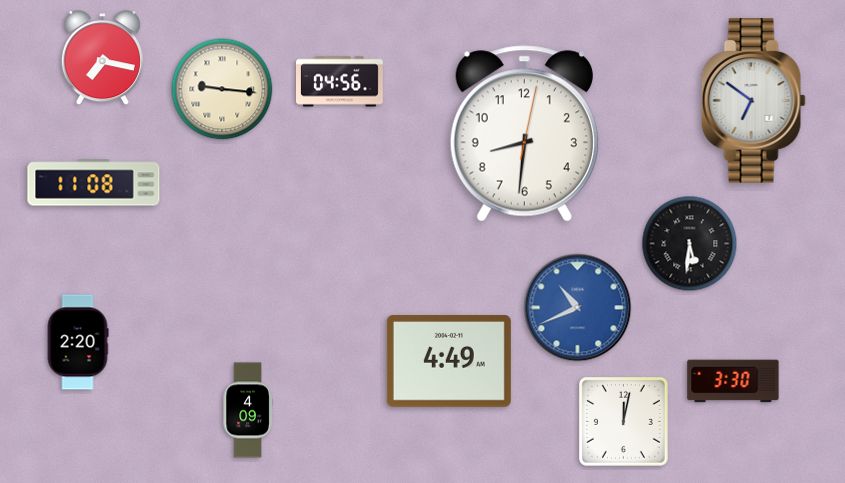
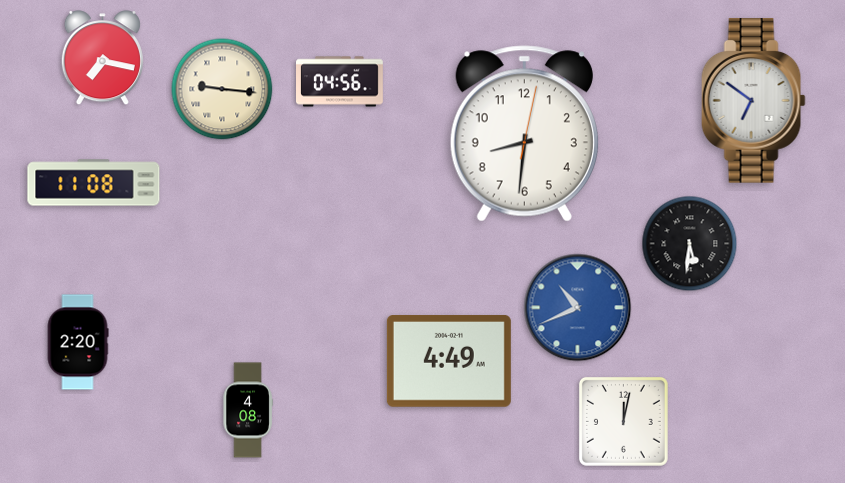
clock at (733, 381): 3:30 -> none
clock at (248, 410): 4:09 -> 4:08
